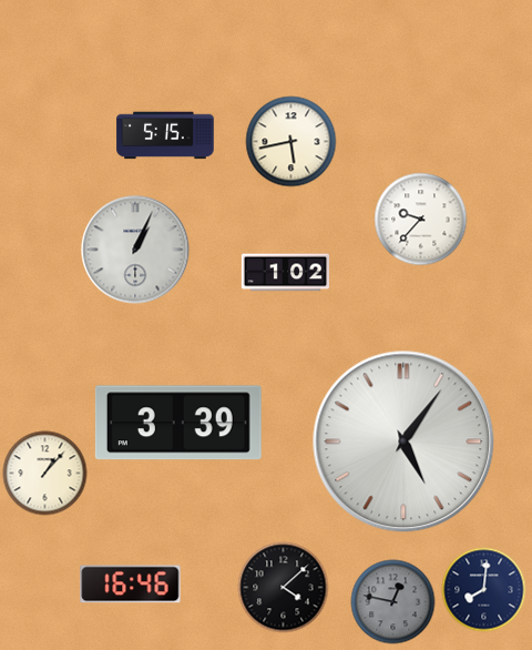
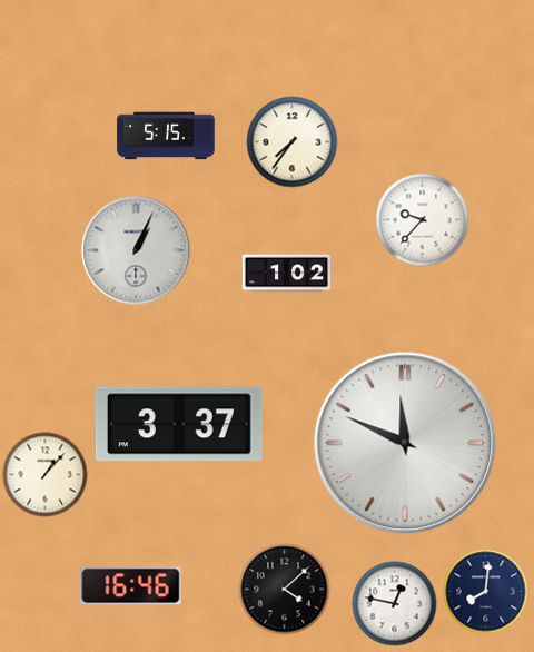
clock at (291, 142): 5:43 -> 7:36
clock at (178, 423): 3:39 -> 3:37
clock at (403, 441): 5:06 -> 11:49
clock at (393, 602) dial: grey -> white
